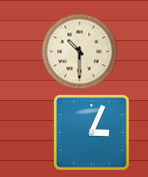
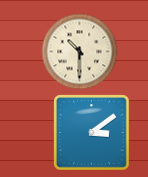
clock at (92, 133): 3:04 -> 3:09
